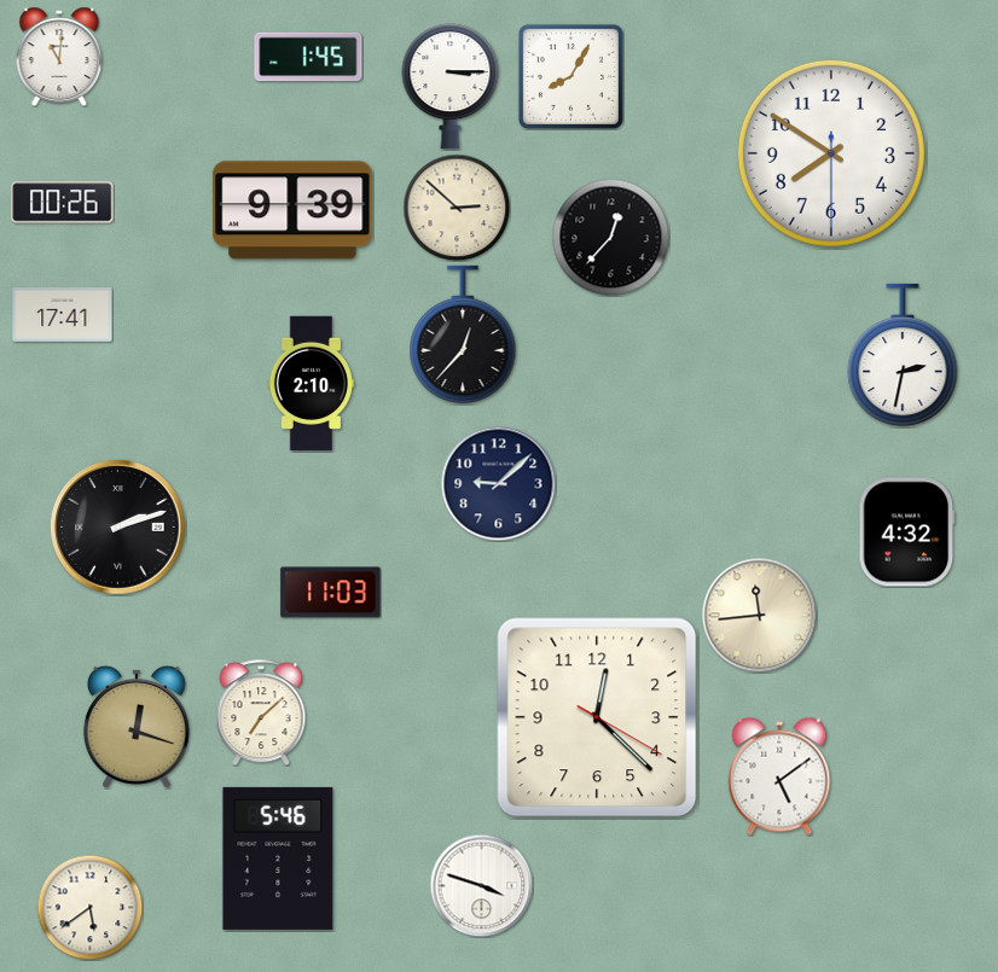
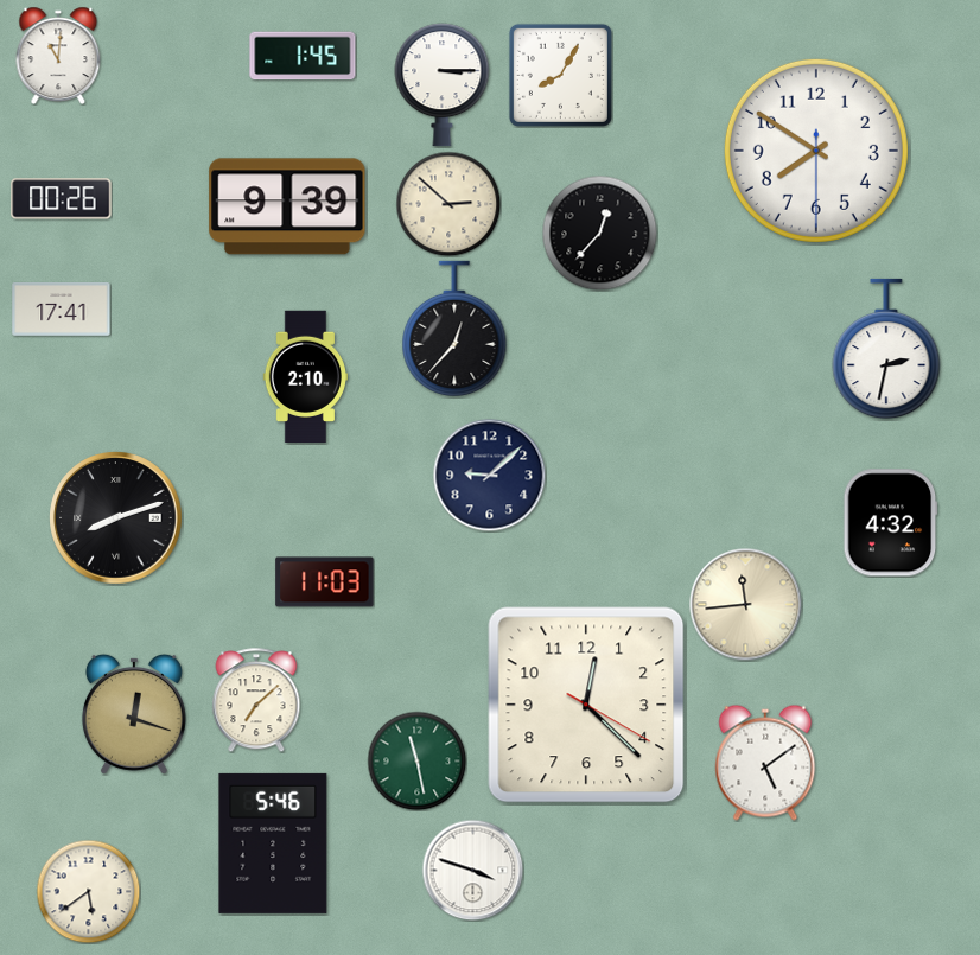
clock at (118, 528): 2:12 -> 8:12
clock at (416, 760): none -> 11:28
